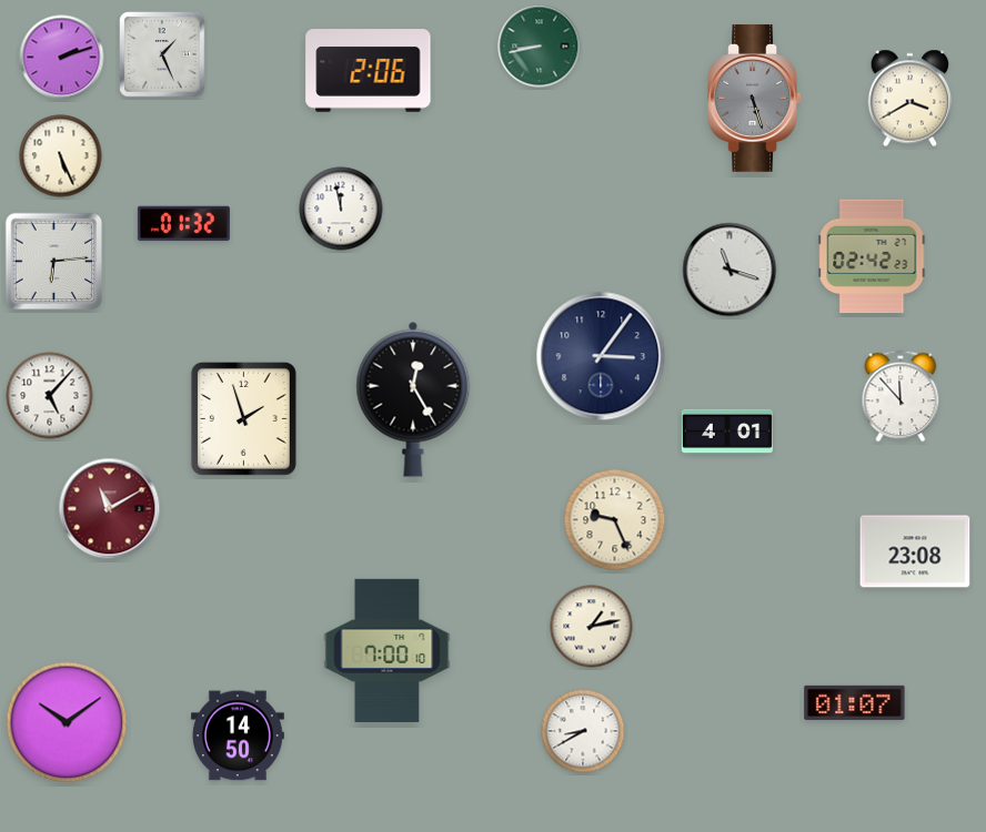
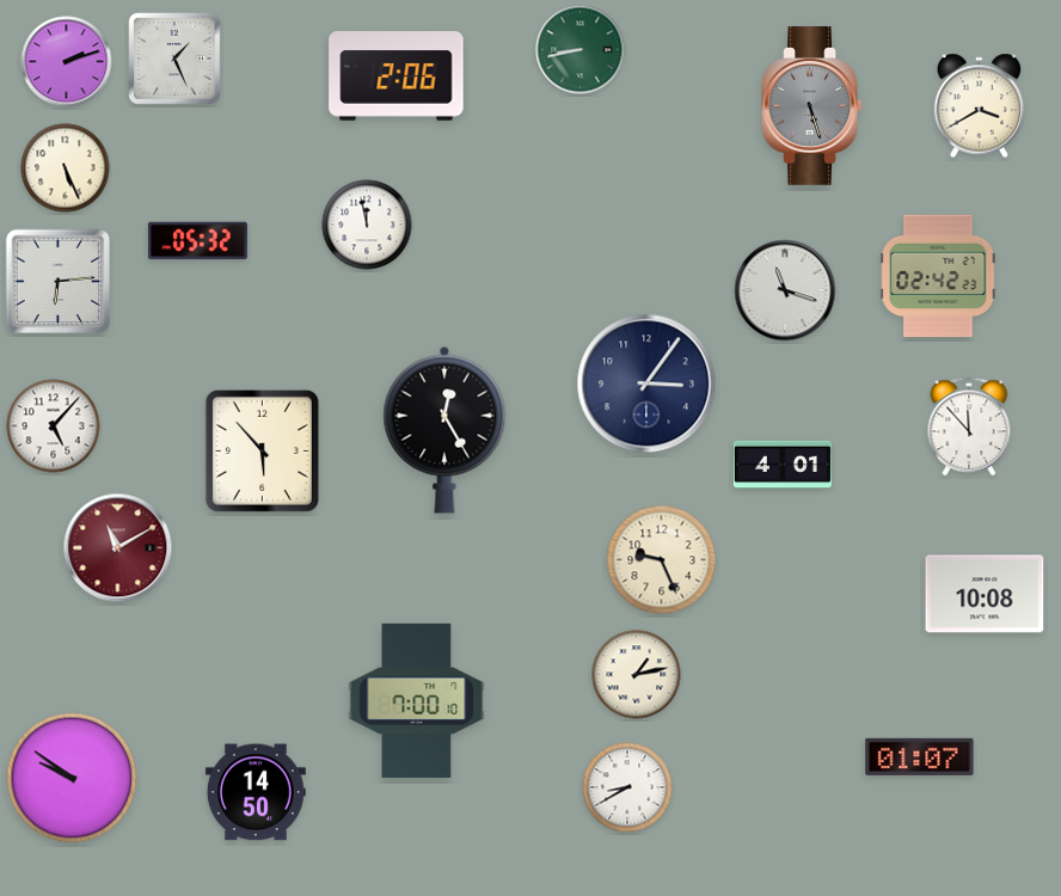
clock at (183, 224): 01:32 -> 05:32
clock at (243, 418): 1:57 -> 5:53
clock at (915, 551): 23:08 -> 10:08
clock at (67, 722): 10:09 -> 9:51
